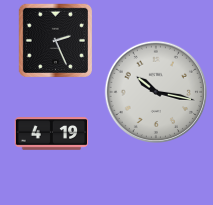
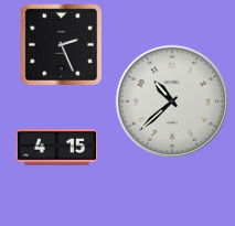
clock at (155, 91): 10:17 -> 10:38
clock at (52, 134): 4:19 -> 4:15
